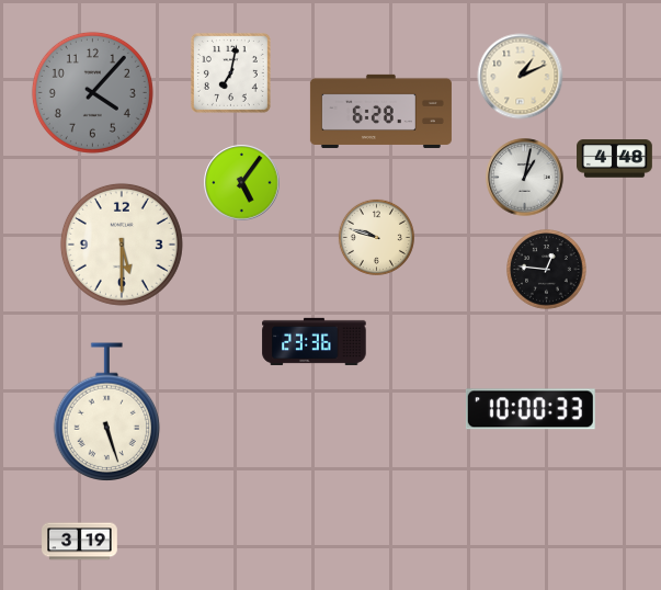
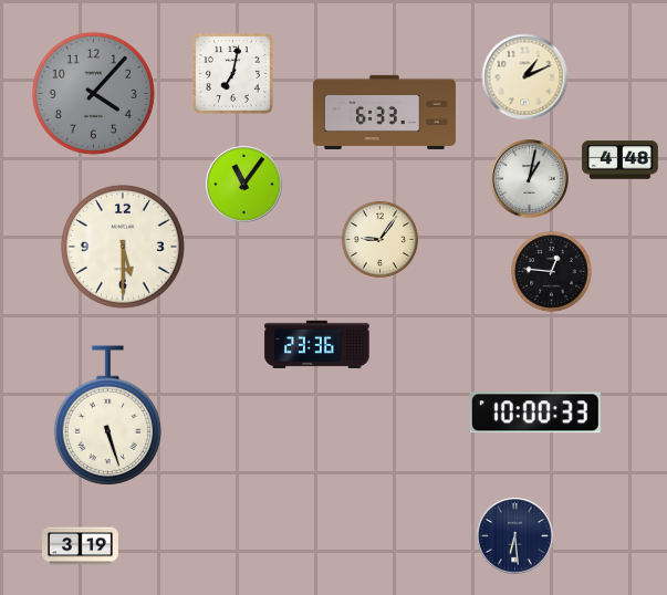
clock at (380, 111): 6:28 -> 6:33
clock at (242, 183): 5:06 -> 11:06
clock at (376, 237): 9:48 -> 9:06
clock at (515, 536): none -> 6:29
